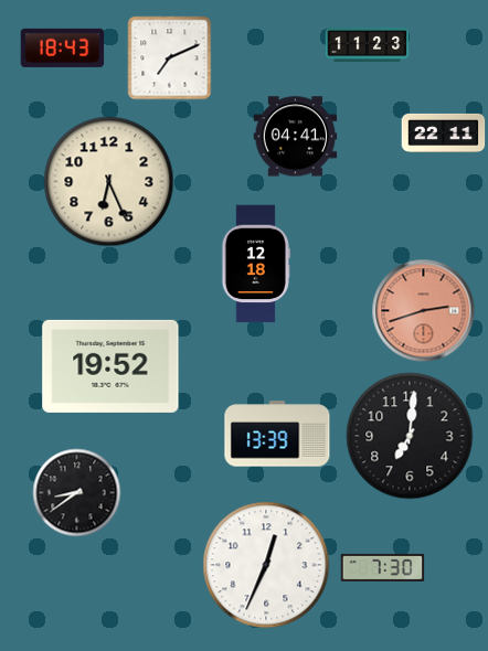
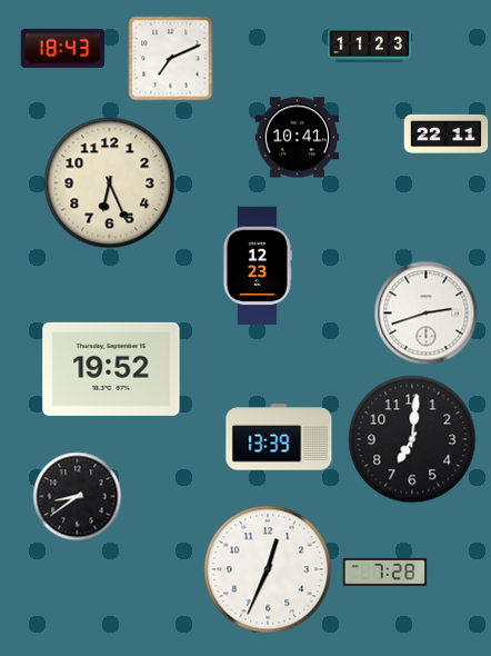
clock at (296, 137): 04:41 -> 10:41
clock at (255, 264): 12:18 -> 12:23
clock at (424, 311) dial: salmon -> white
clock at (383, 567): 7:30 -> 7:28
